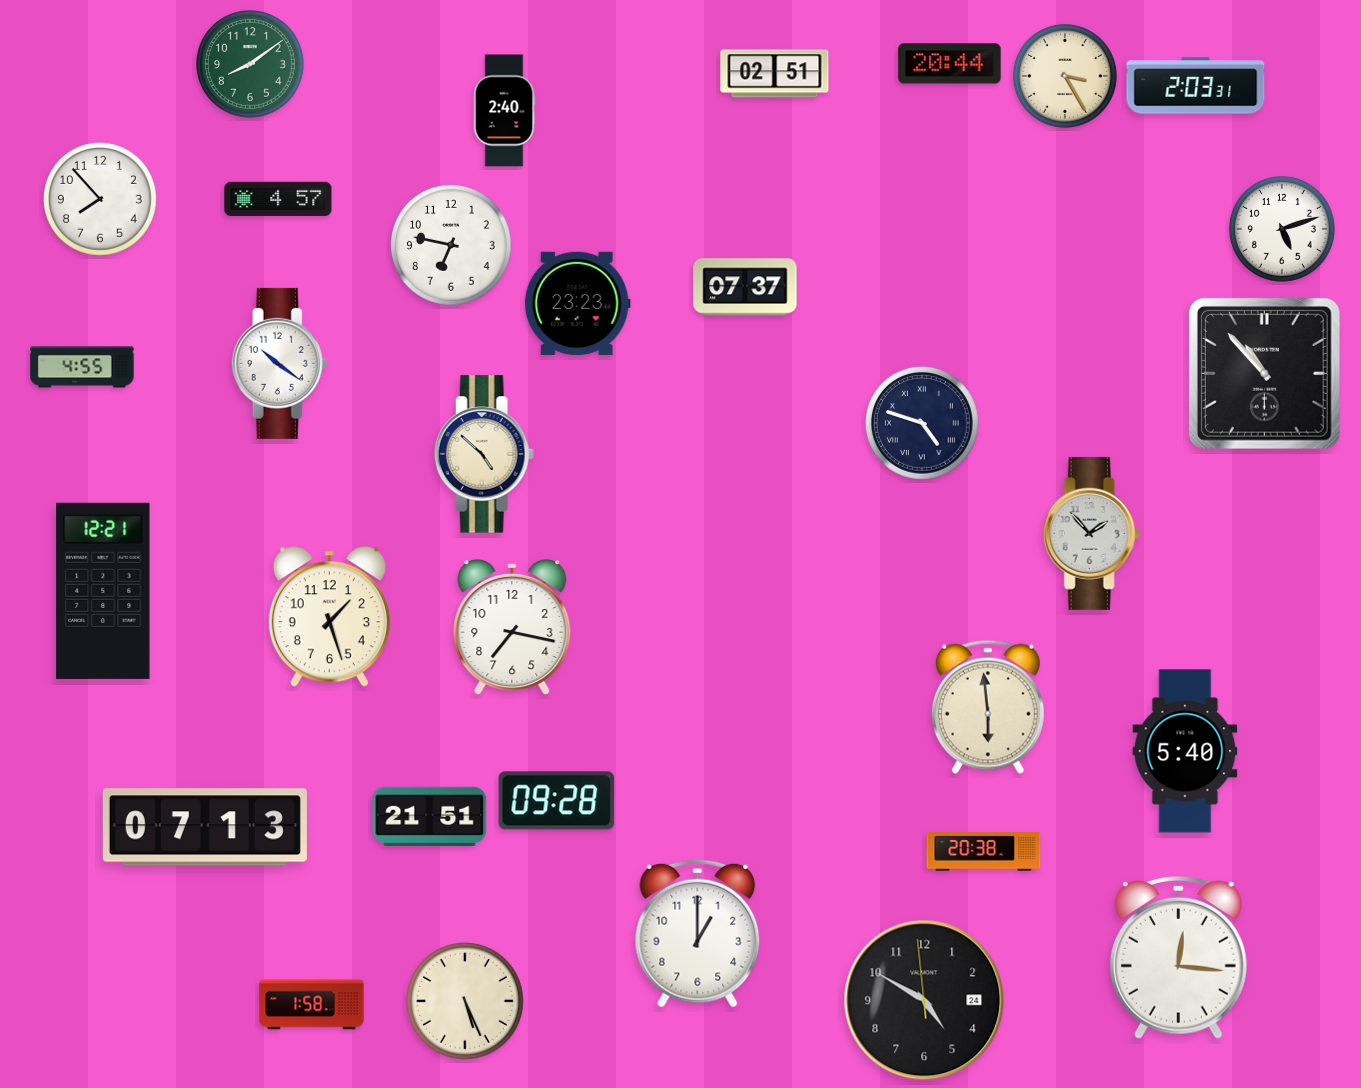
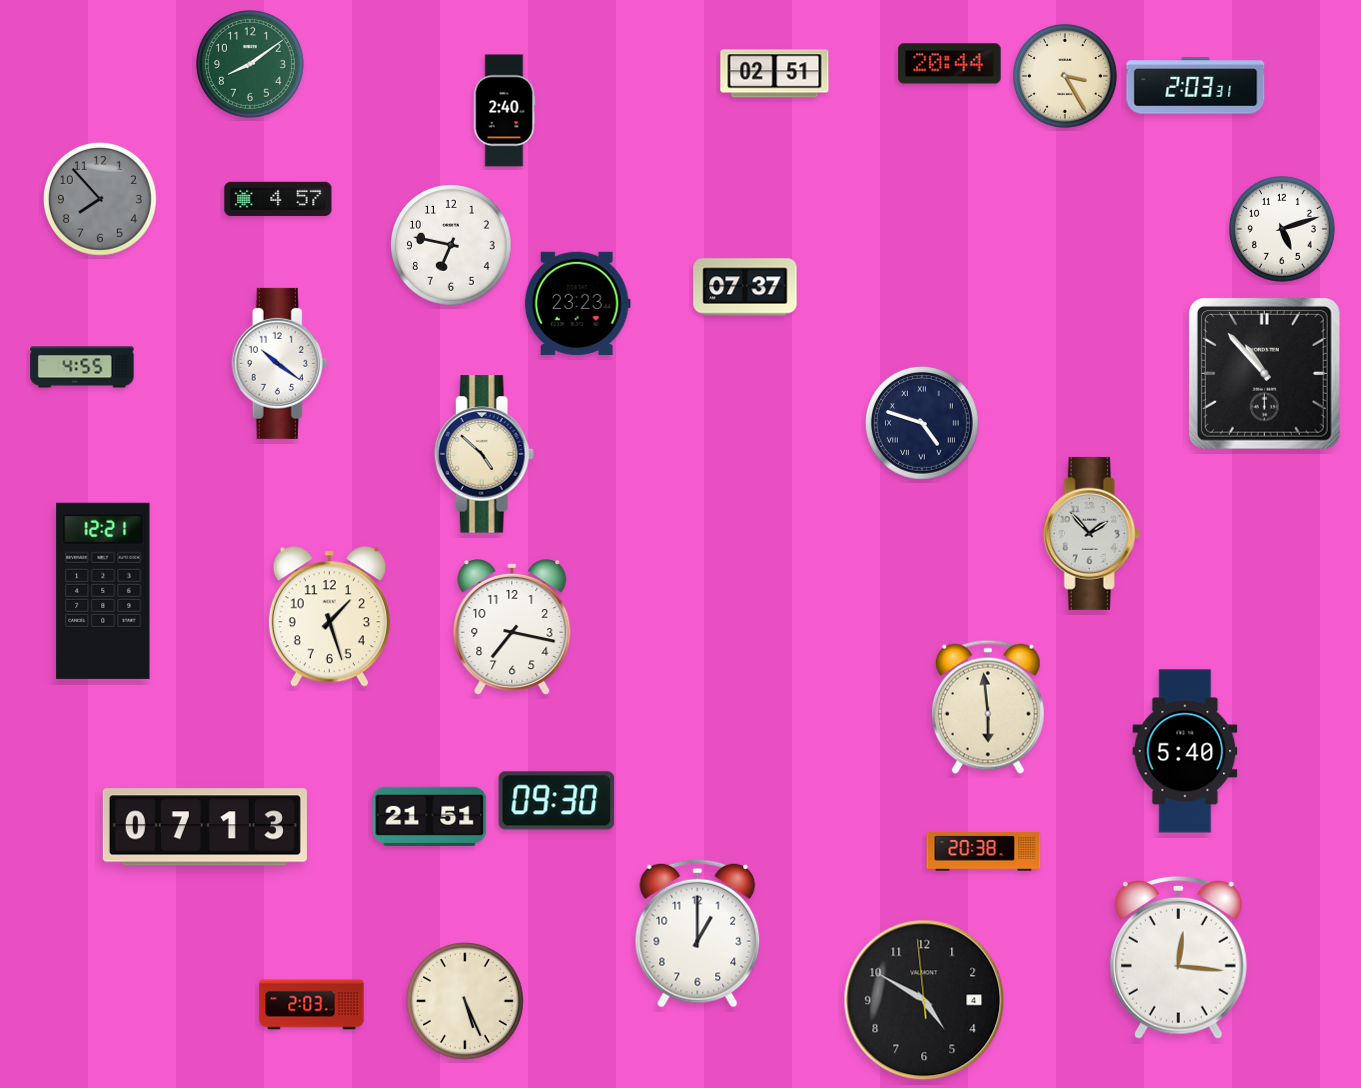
clock at (101, 200) dial: white -> grey
clock at (557, 801): 09:28 -> 09:30
clock at (924, 1000) date: 24 -> 4
clock at (312, 1005): 1:58 -> 2:03
